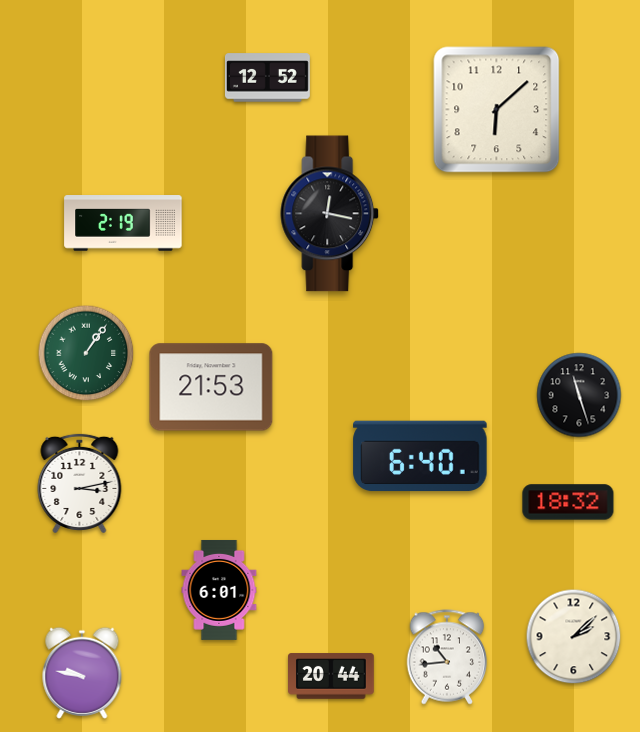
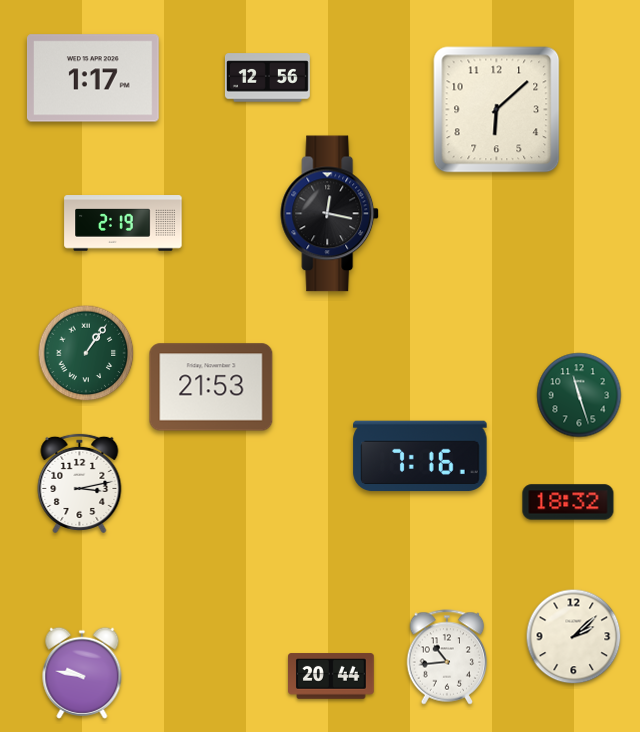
clock at (93, 78): none -> 1:17
clock at (267, 78): 12:52 -> 12:56
clock at (579, 395) dial: black -> green
clock at (420, 456): 6:40 -> 7:16
clock at (219, 590): 6:01 -> none
